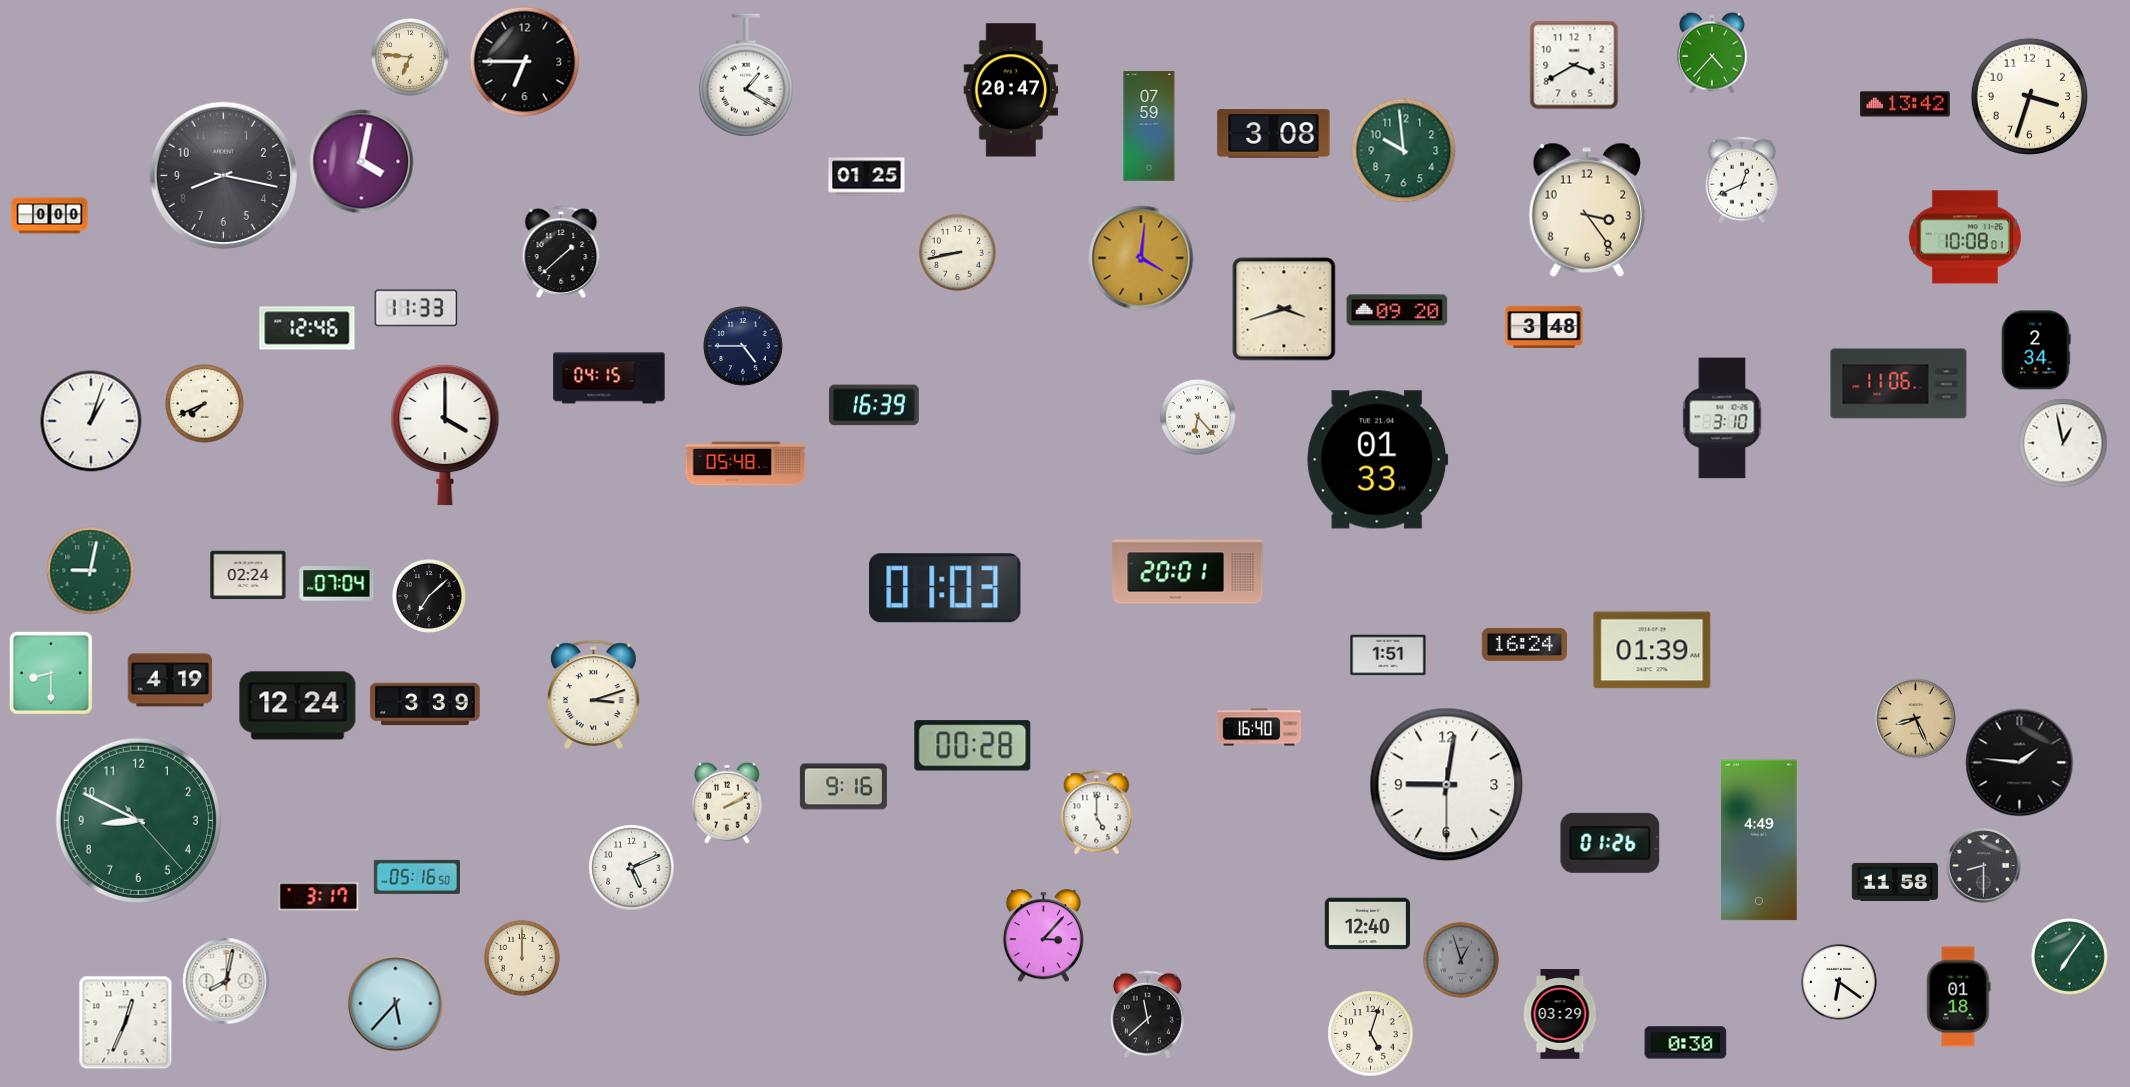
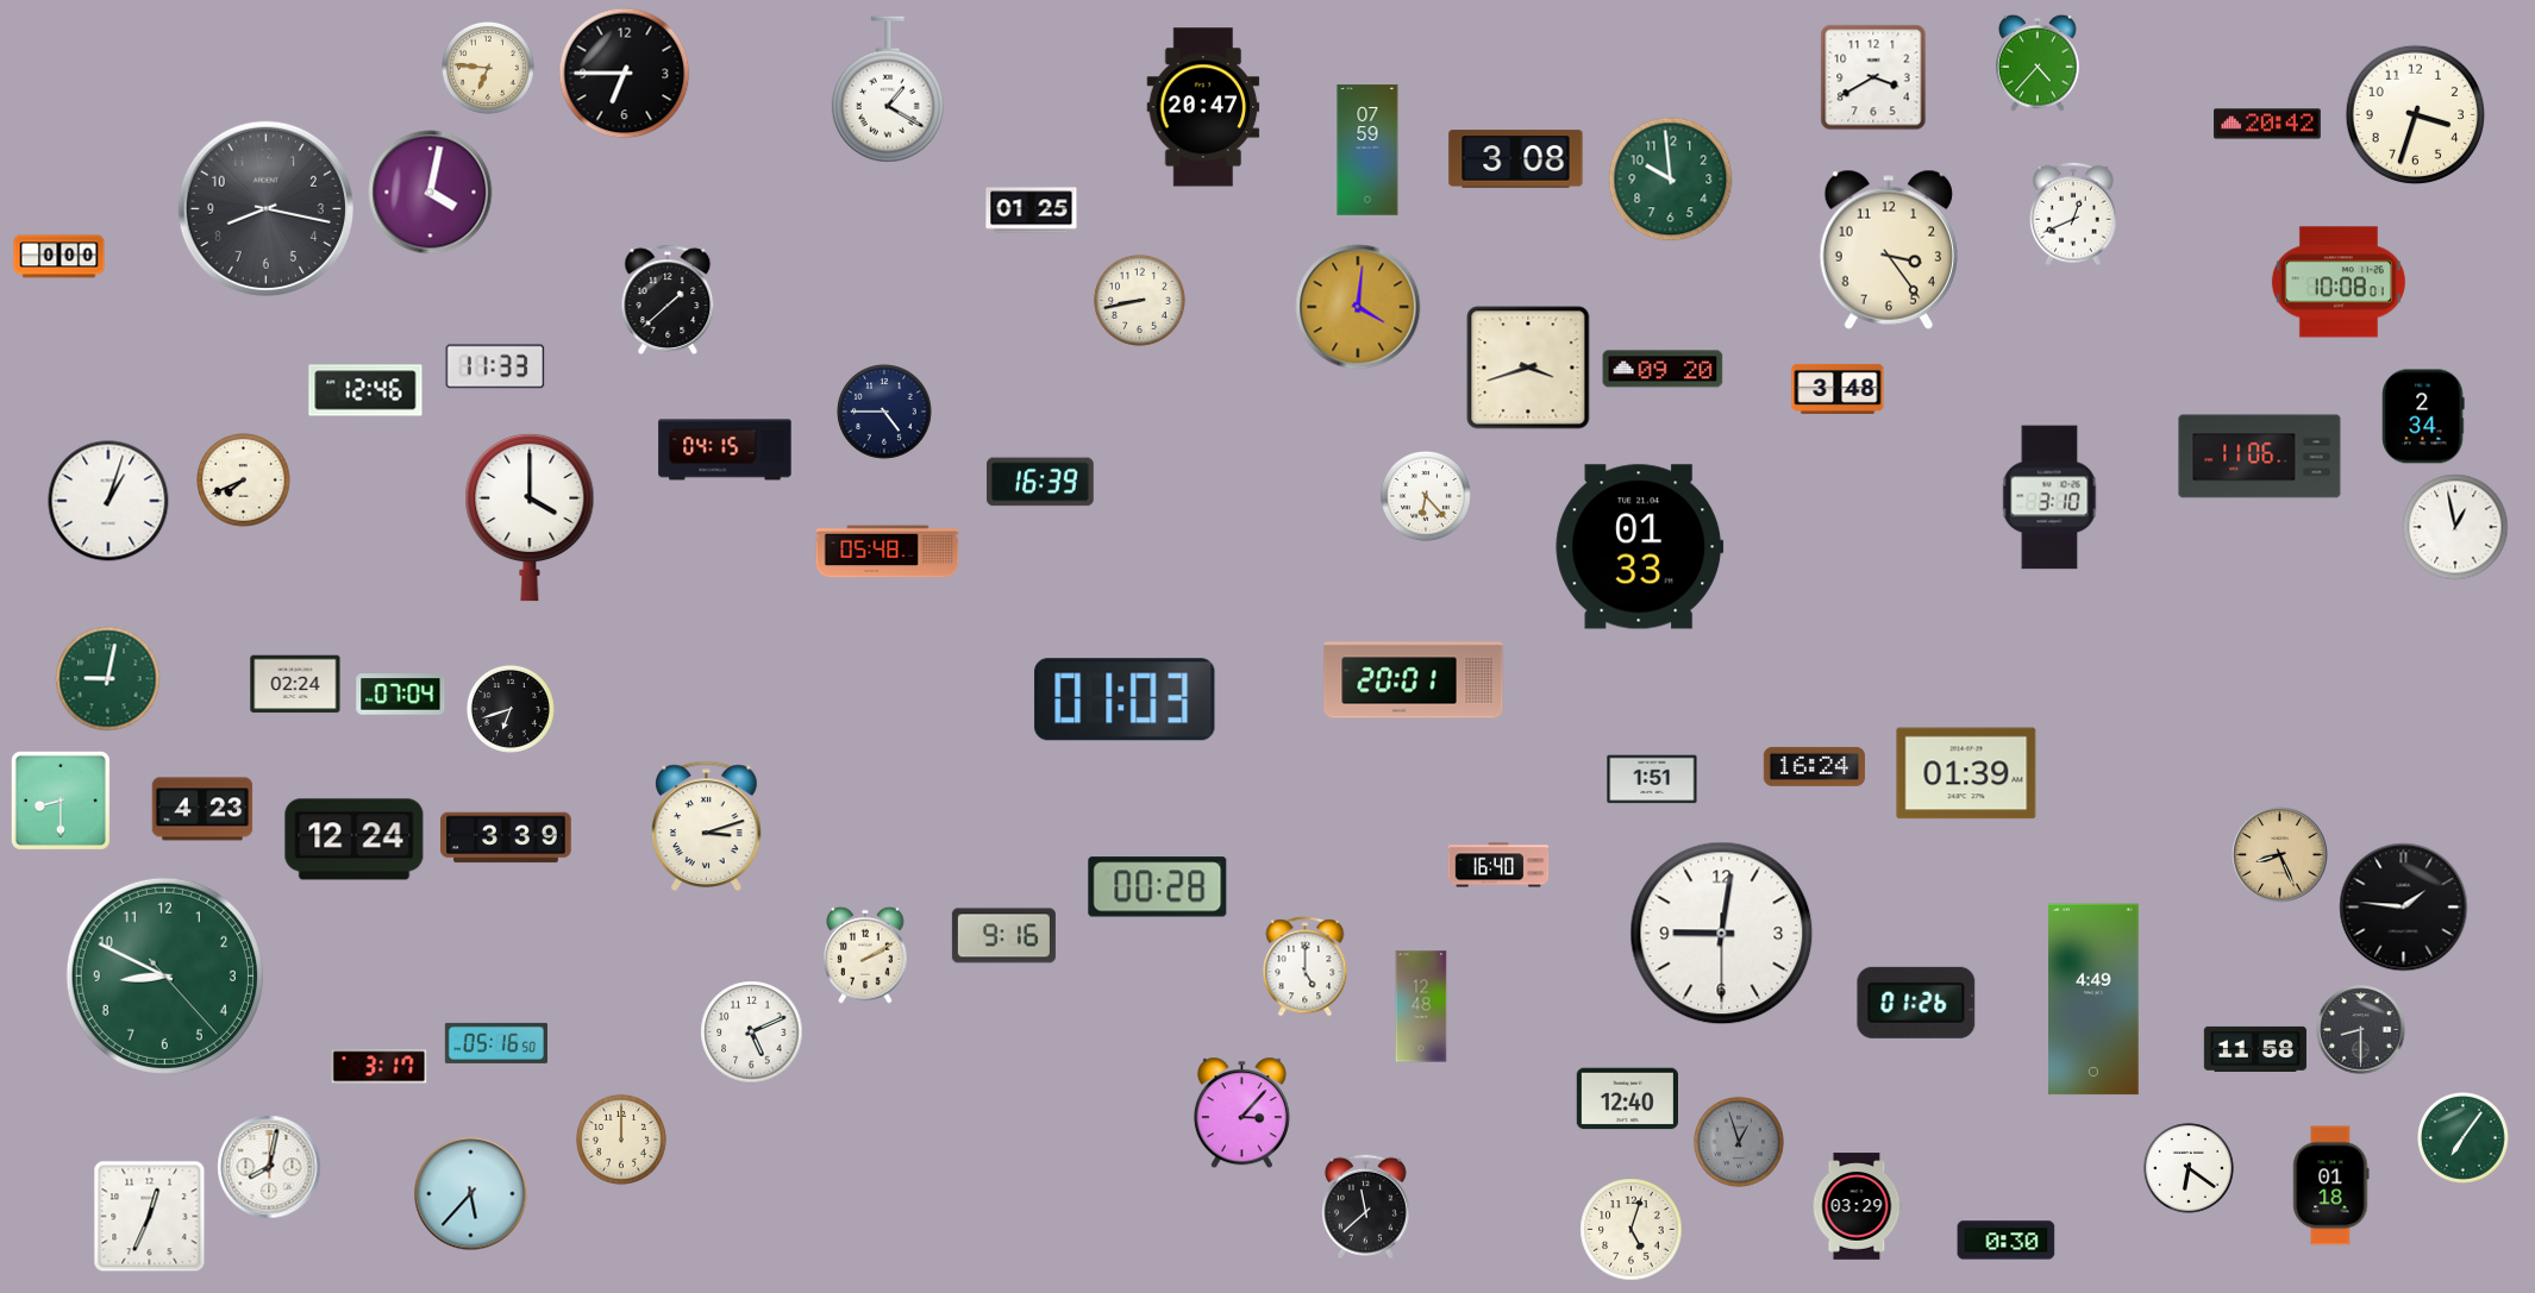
clock at (1905, 104): 13:42 -> 20:42
clock at (429, 596): 7:08 -> 6:42
clock at (170, 680): 4:19 -> 4:23
clock at (1421, 1006): none -> 12:48
